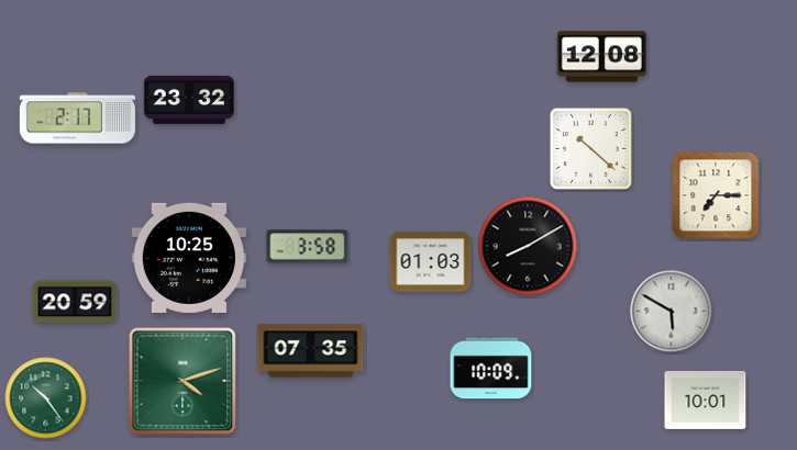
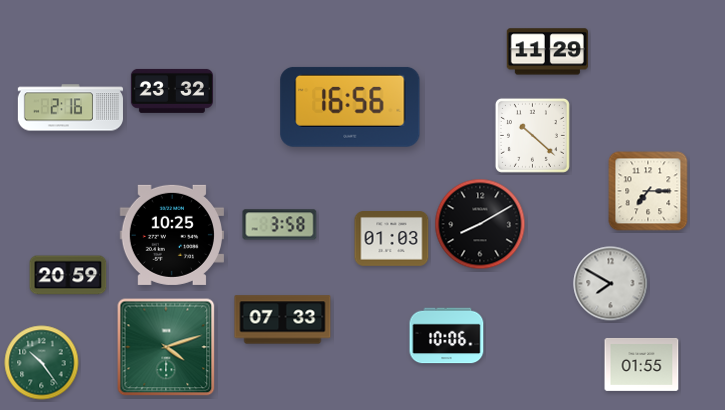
clock at (601, 57): 12:08 -> 11:29
clock at (350, 107): none -> 16:56
clock at (77, 119): 2:17 -> 2:16
clock at (590, 148) position: (590, 148) -> (532, 135)
clock at (716, 195) position: (716, 195) -> (648, 191)
clock at (672, 312): 5:50 -> 7:50
clock at (311, 351): 07:35 -> 07:33
clock at (491, 369): 10:09 -> 10:06
clock at (706, 400): 10:01 -> 01:55
